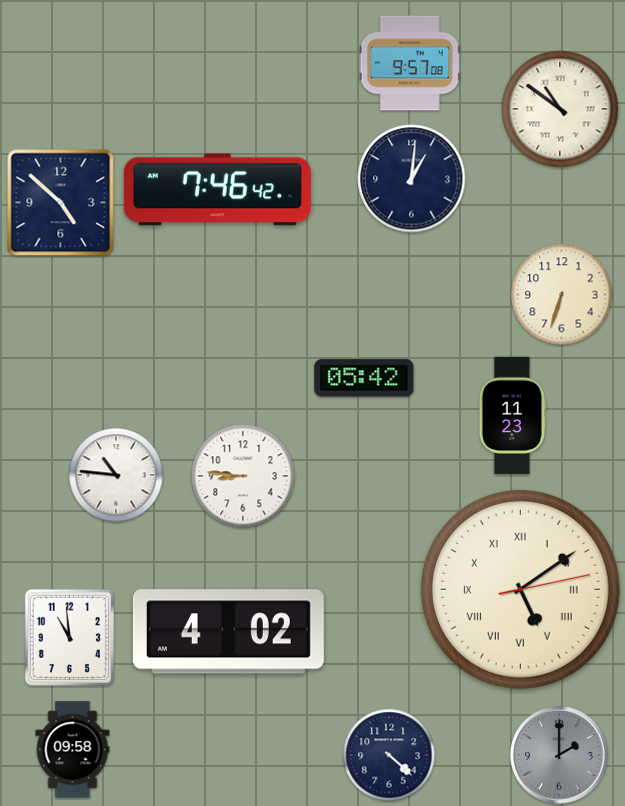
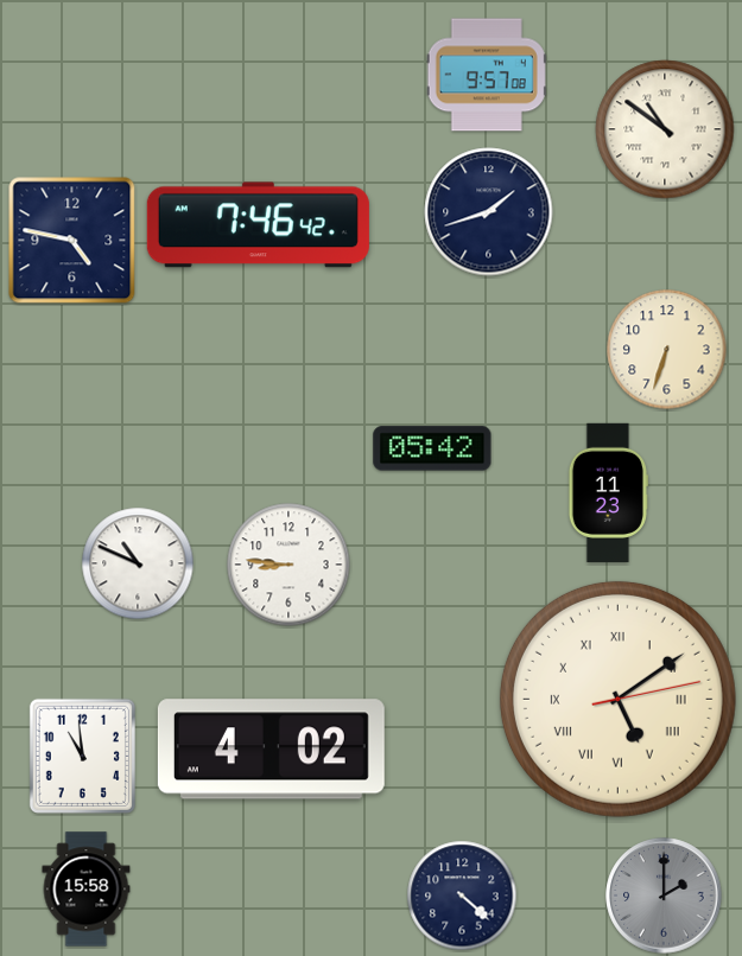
clock at (412, 179): 1:01 -> 1:42
clock at (61, 203): 4:52 -> 4:47
clock at (116, 475): 10:46 -> 10:49
clock at (73, 750): 09:58 -> 15:58
